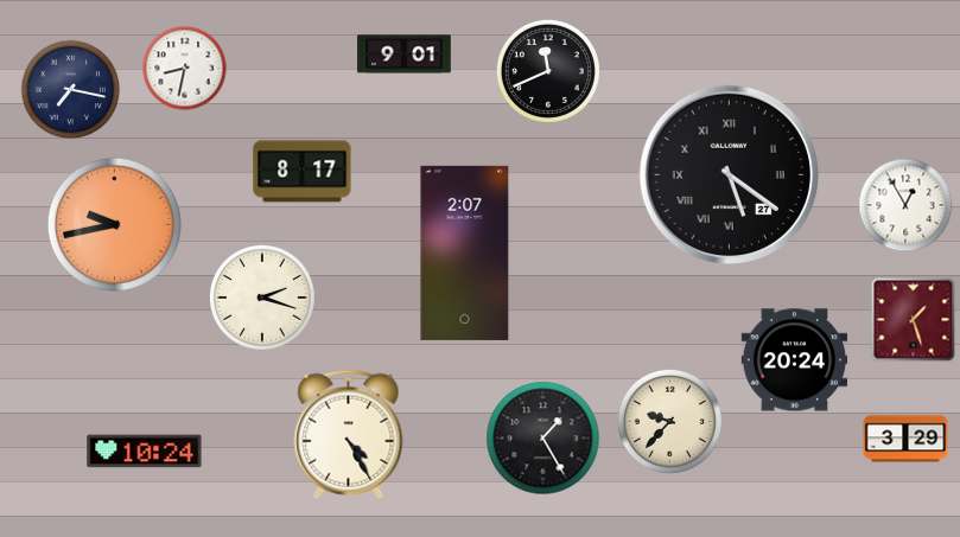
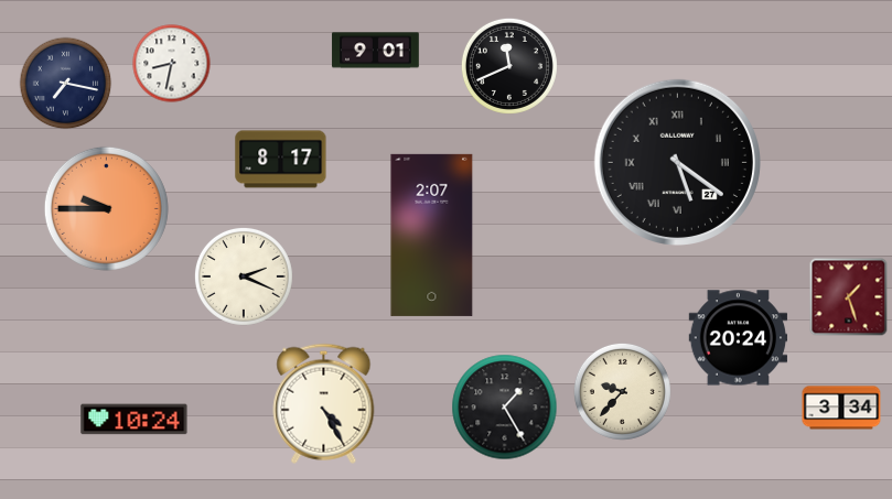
clock at (905, 205): 12:55 -> none
clock at (114, 224): 9:43 -> 9:45
clock at (262, 298): 2:18 -> 2:19
clock at (795, 360) position: (795, 360) -> (739, 338)
clock at (905, 439): 3:29 -> 3:34
